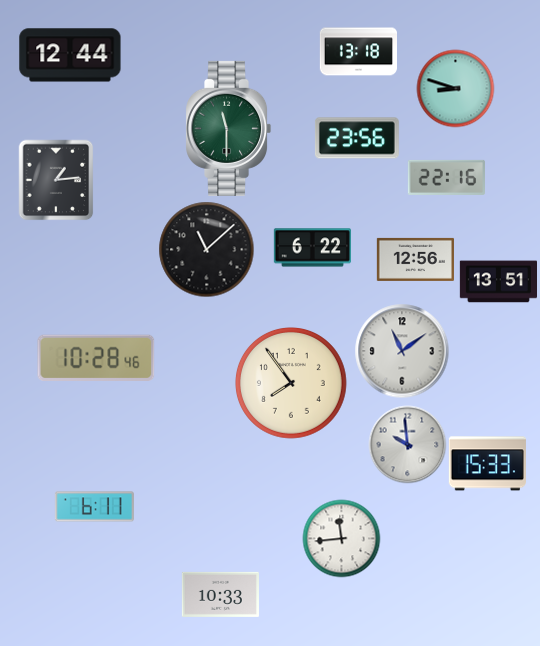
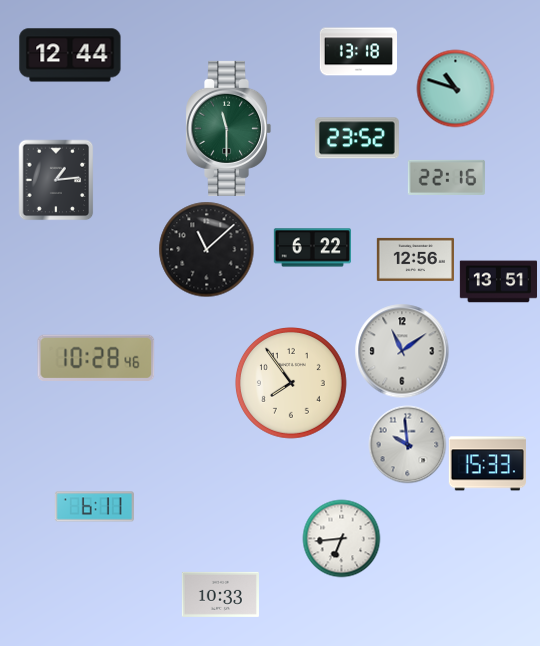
clock at (455, 88): 8:48 -> 10:48
clock at (357, 138): 23:56 -> 23:52
clock at (341, 538): 11:44 -> 6:44
